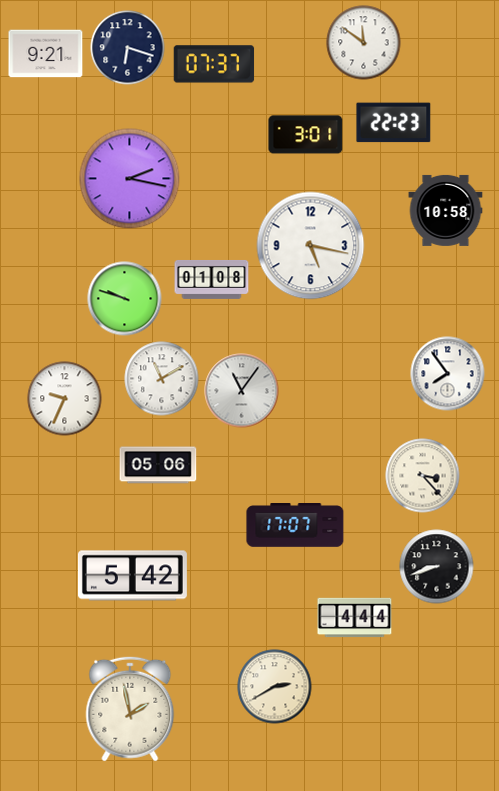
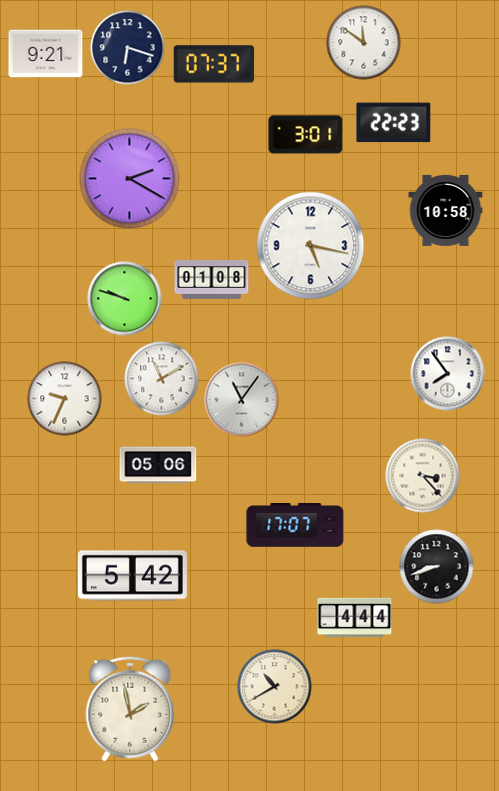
clock at (130, 179): 2:17 -> 2:20
clock at (242, 391) position: (242, 391) -> (242, 400)
clock at (275, 687): 2:40 -> 10:40
